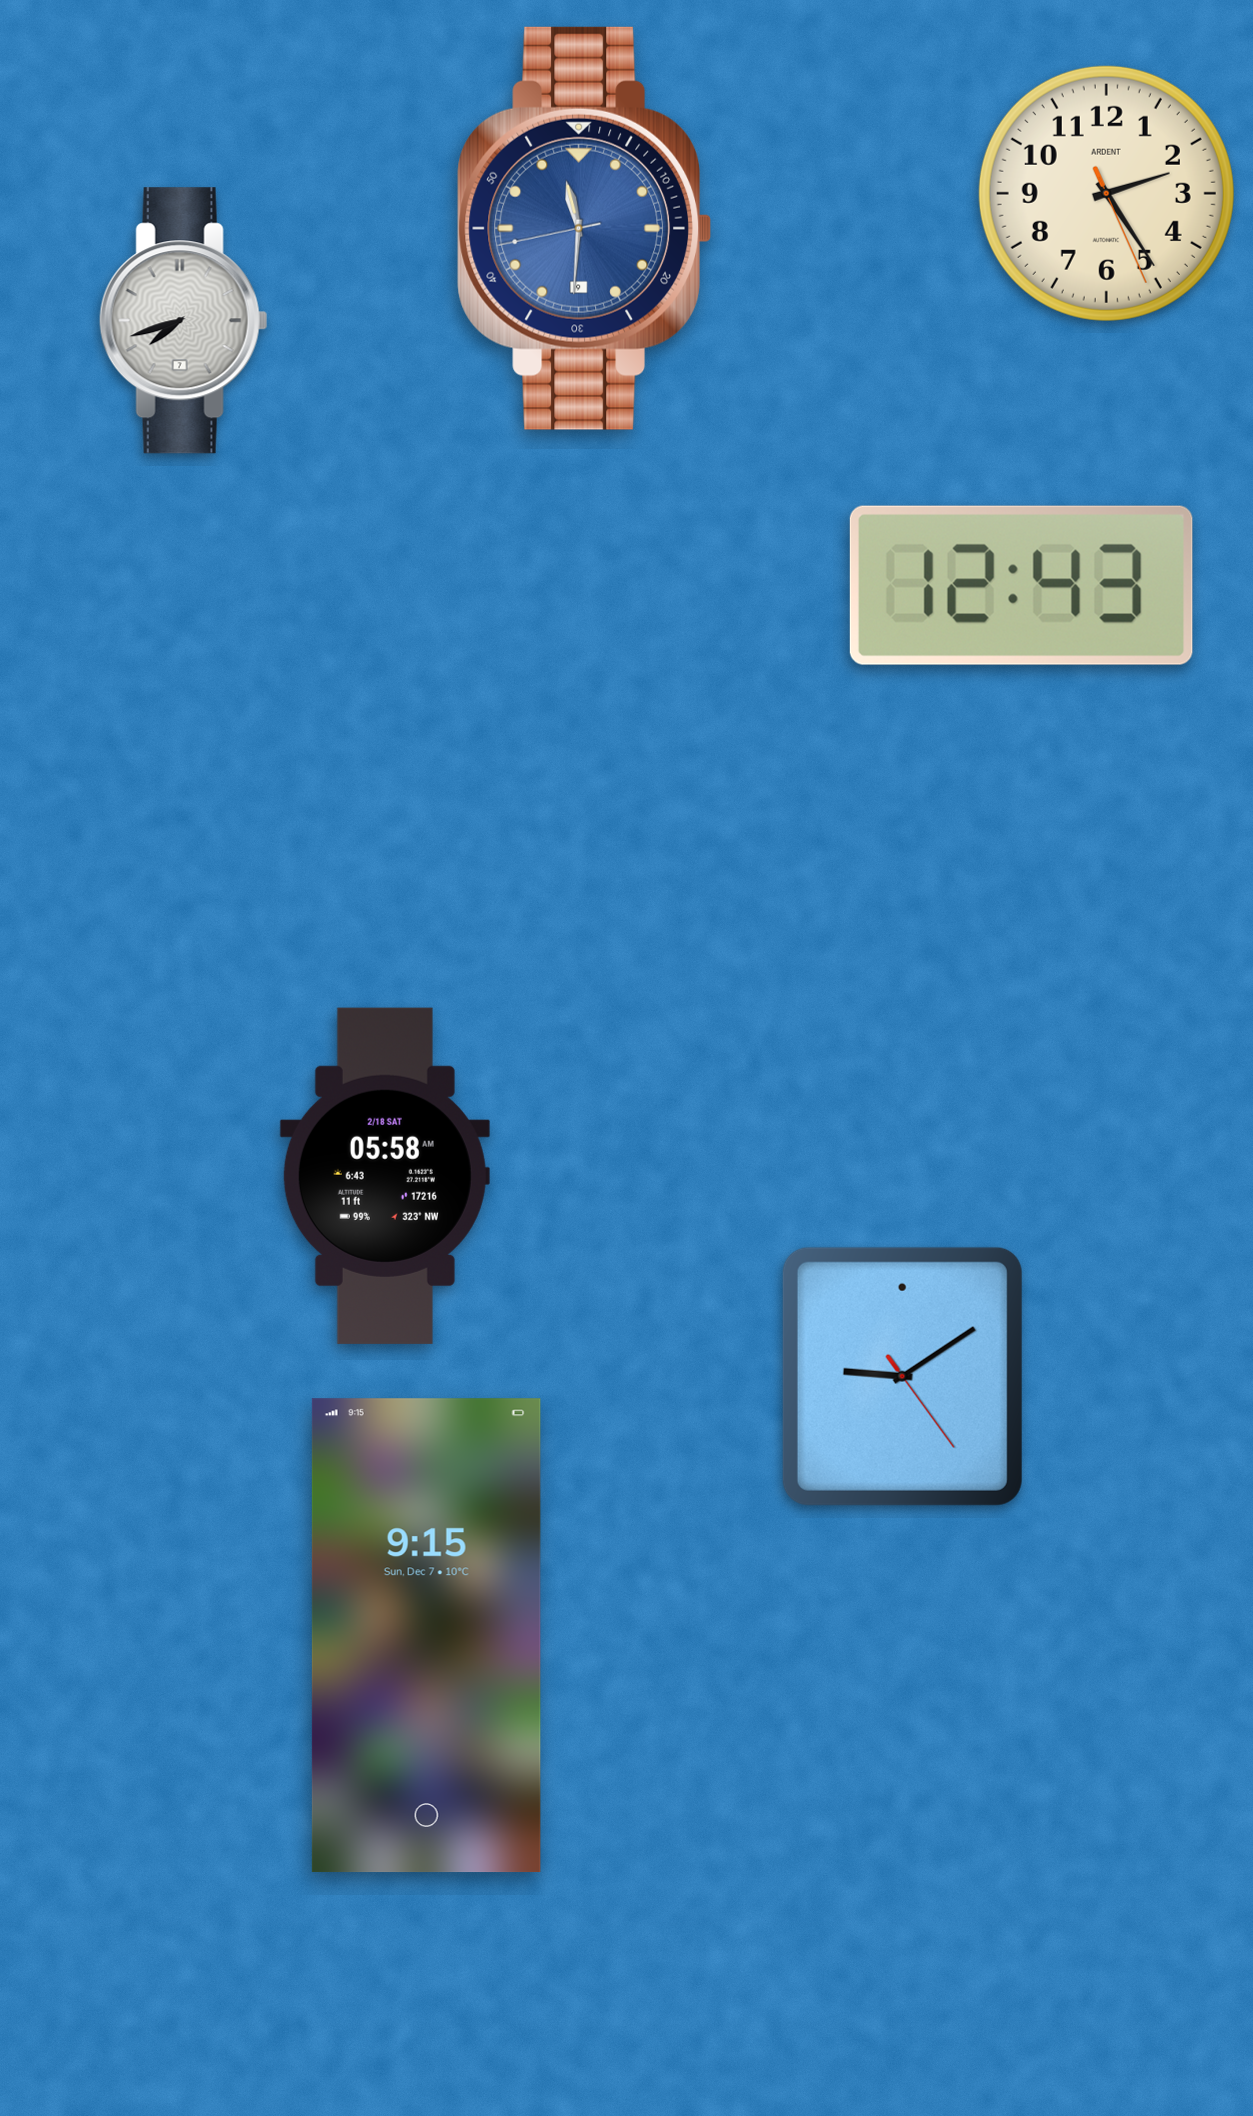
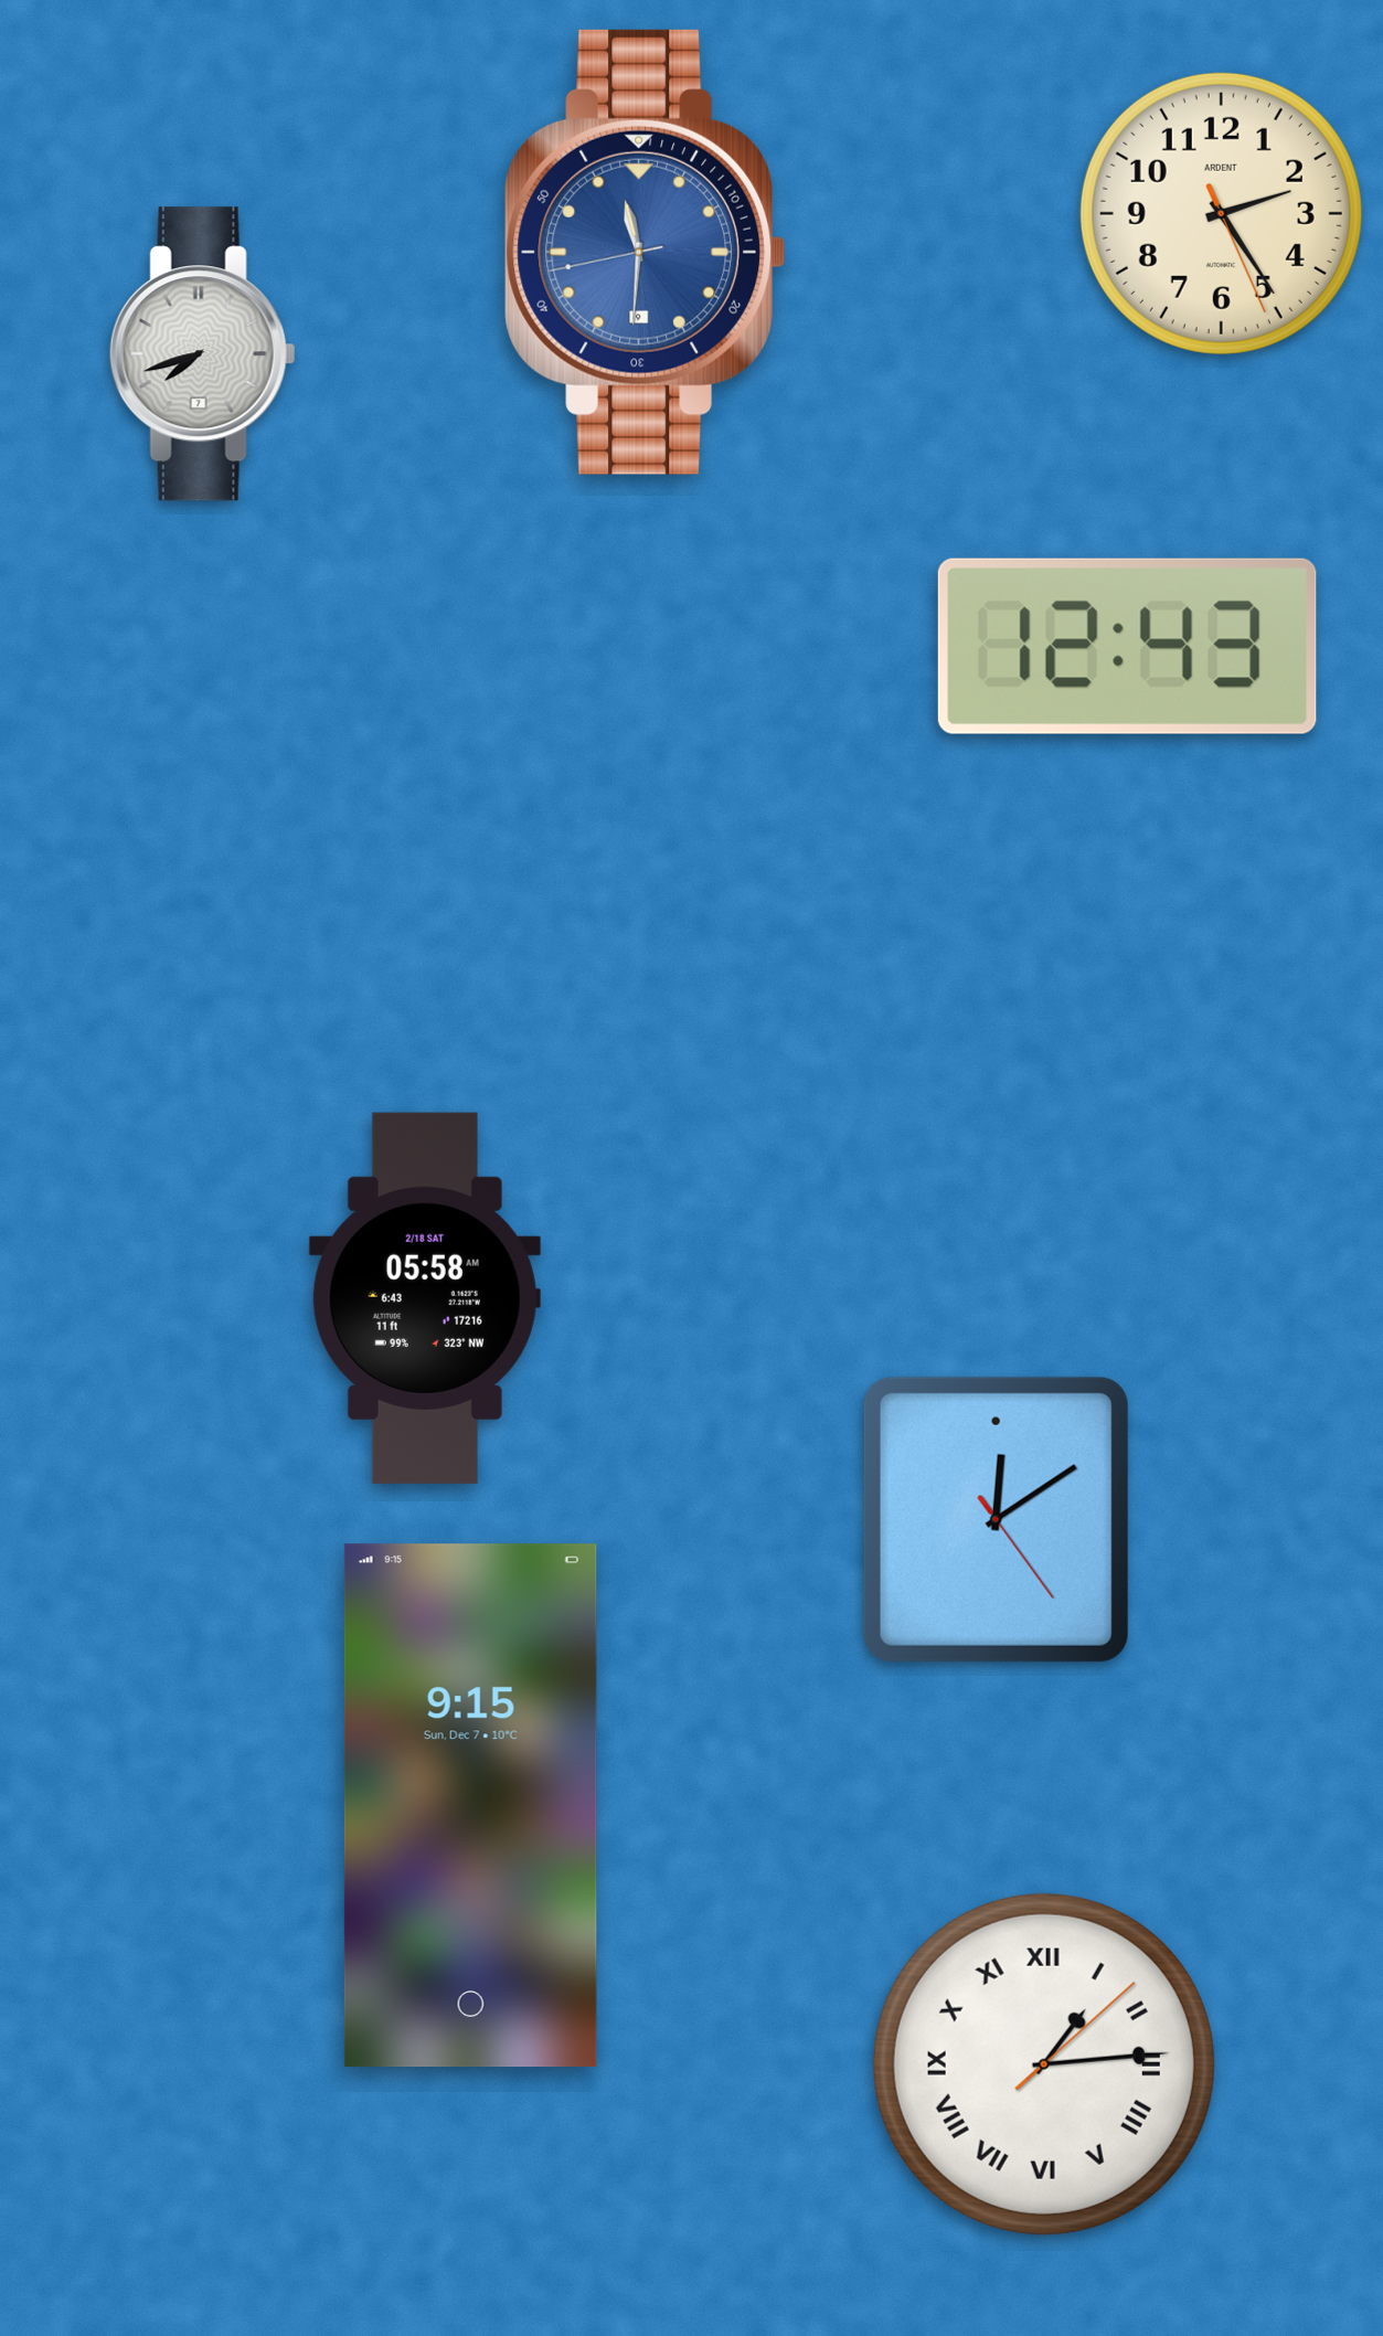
clock at (902, 1376): 9:09 -> 12:09
clock at (1044, 2064): none -> 1:14
